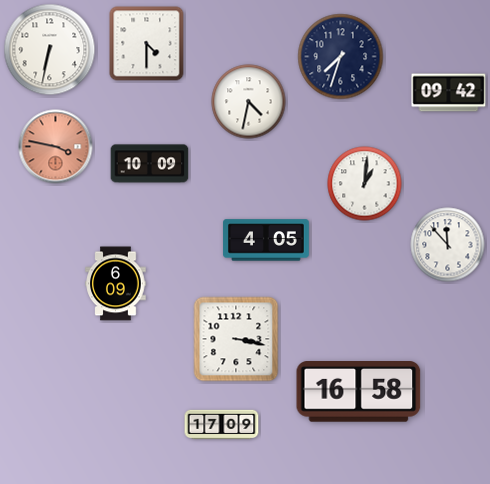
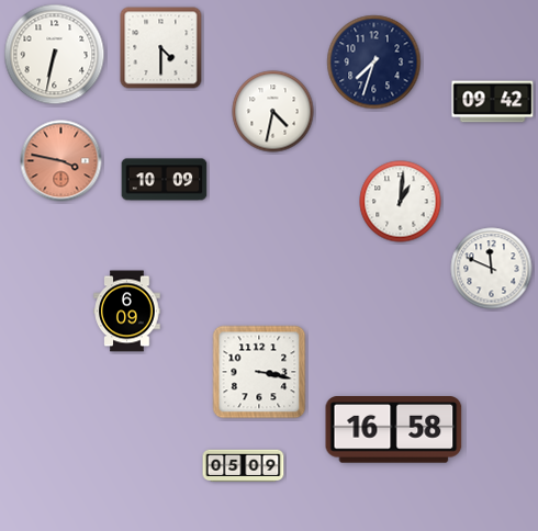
clock at (266, 240): 4:05 -> none
clock at (448, 245): 11:53 -> 11:49
clock at (222, 425): 17:09 -> 05:09
